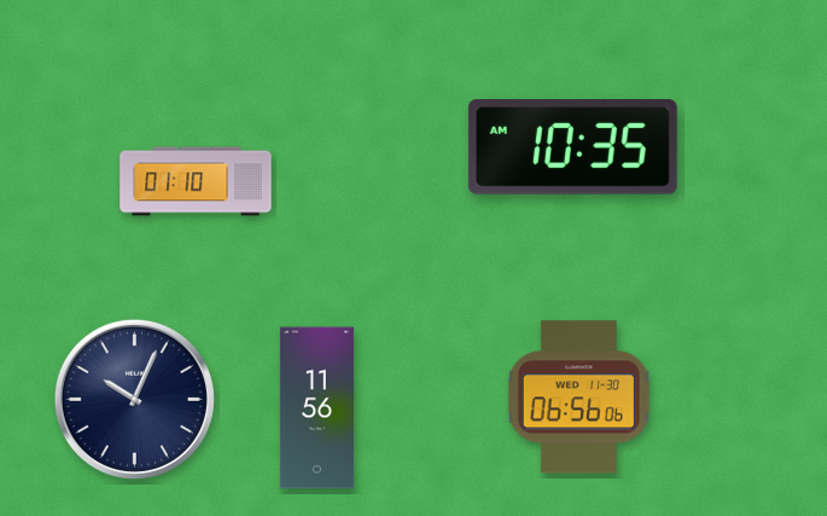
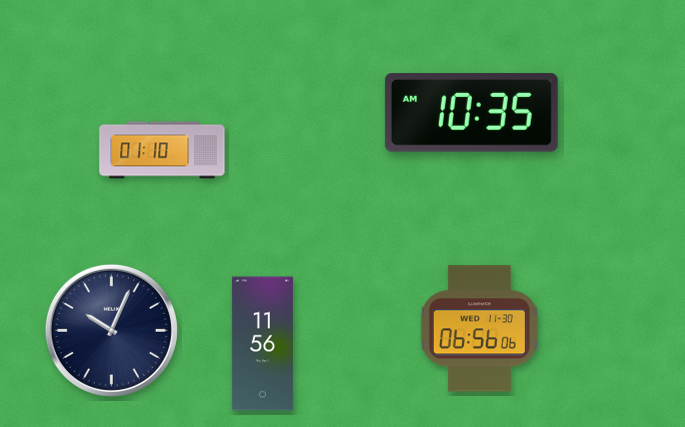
clock at (572, 147) position: (572, 147) -> (471, 113)
clock at (316, 408) position: (316, 408) -> (262, 344)
